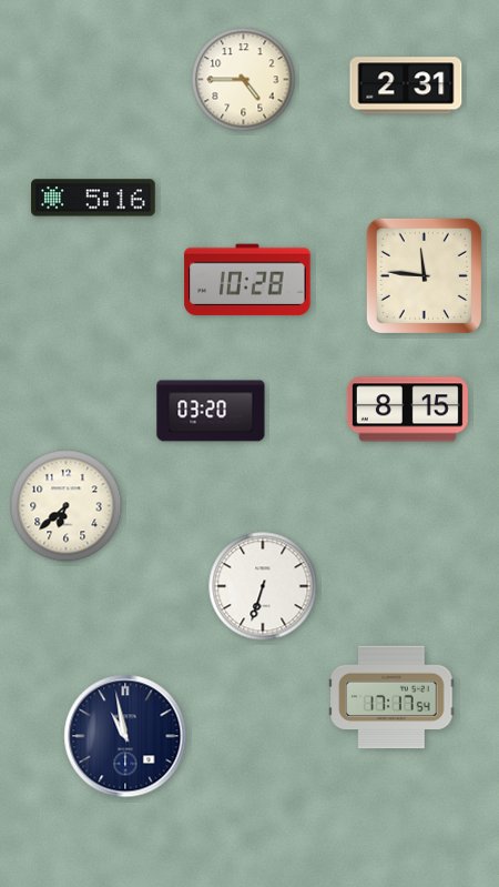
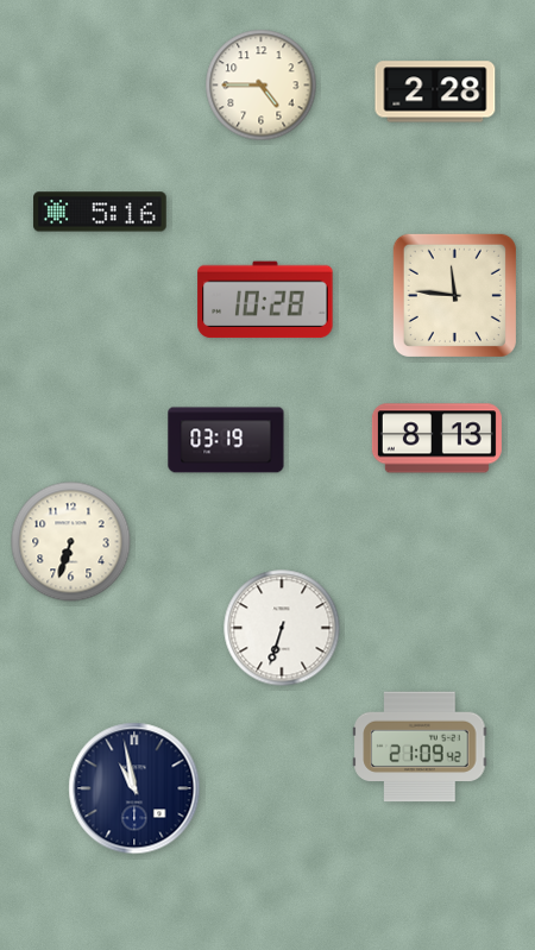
clock at (406, 85): 2:31 -> 2:28
clock at (407, 410): 8:15 -> 8:13
clock at (211, 411): 03:20 -> 03:19
clock at (67, 506): 6:38 -> 6:33
clock at (391, 697): 17:17 -> 21:09
